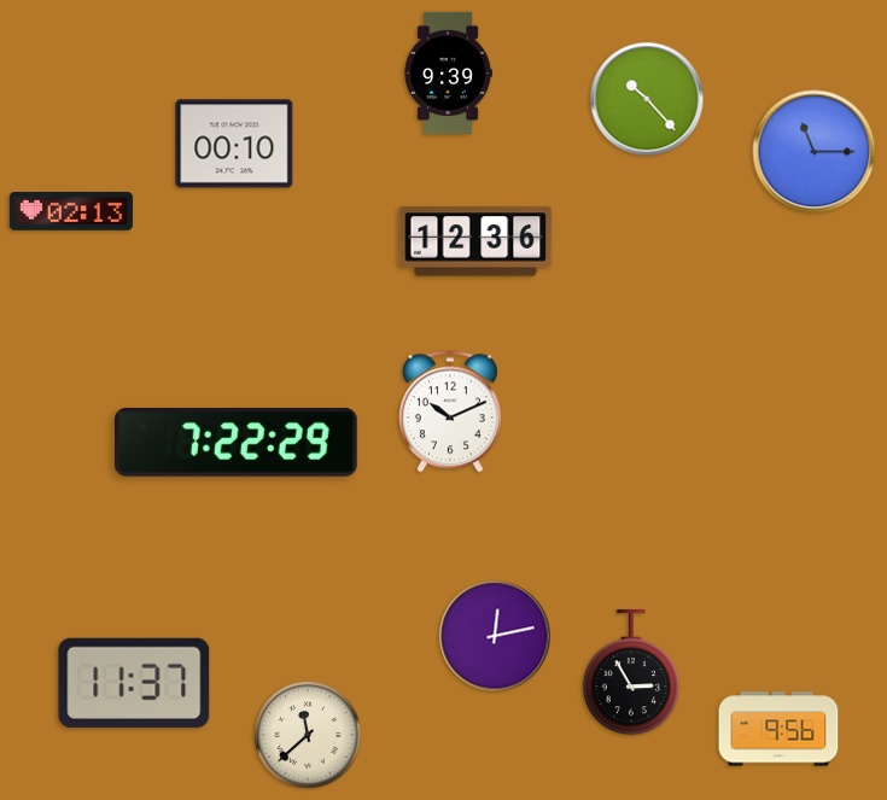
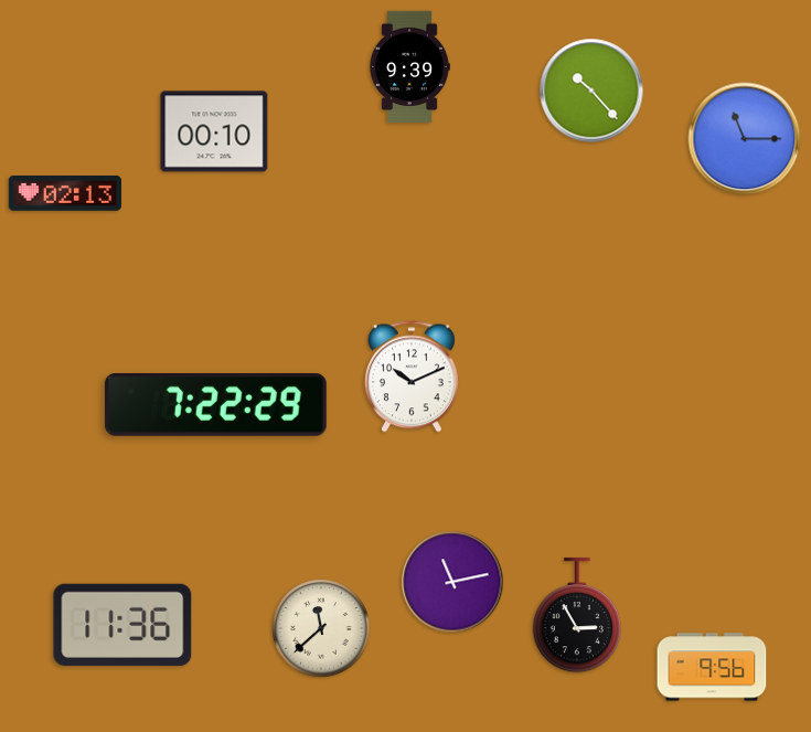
clock at (475, 241): 12:36 -> none
clock at (495, 636): 12:13 -> 11:13
clock at (134, 683): 11:37 -> 11:36
clock at (308, 735) position: (308, 735) -> (321, 628)
